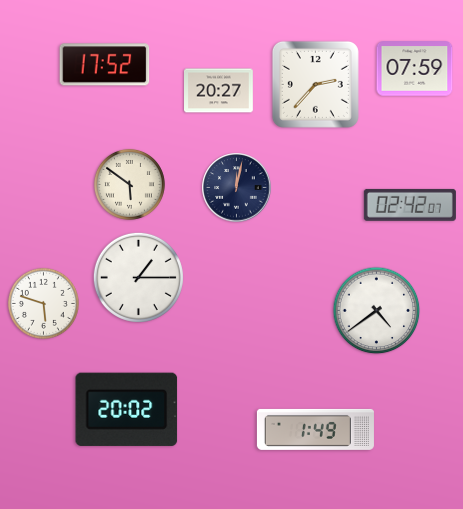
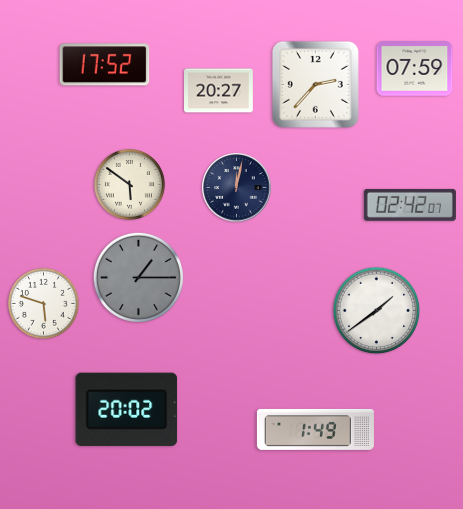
clock at (138, 277) dial: white -> grey
clock at (377, 311): 4:39 -> 1:39
